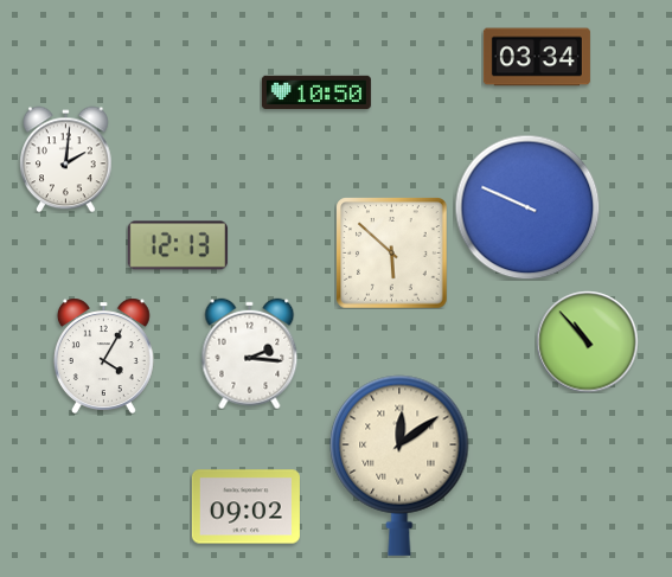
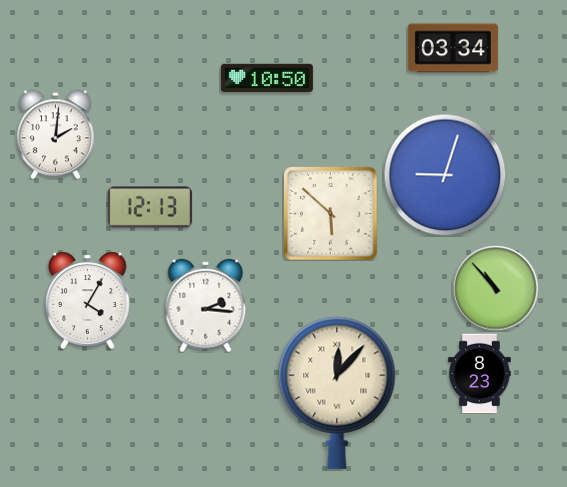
clock at (527, 207): 9:49 -> 9:03
clock at (250, 353) position: (250, 353) -> (206, 305)
clock at (480, 373): none -> 8:23
clock at (399, 466): 12:09 -> 12:07
clock at (245, 507): 09:02 -> none
